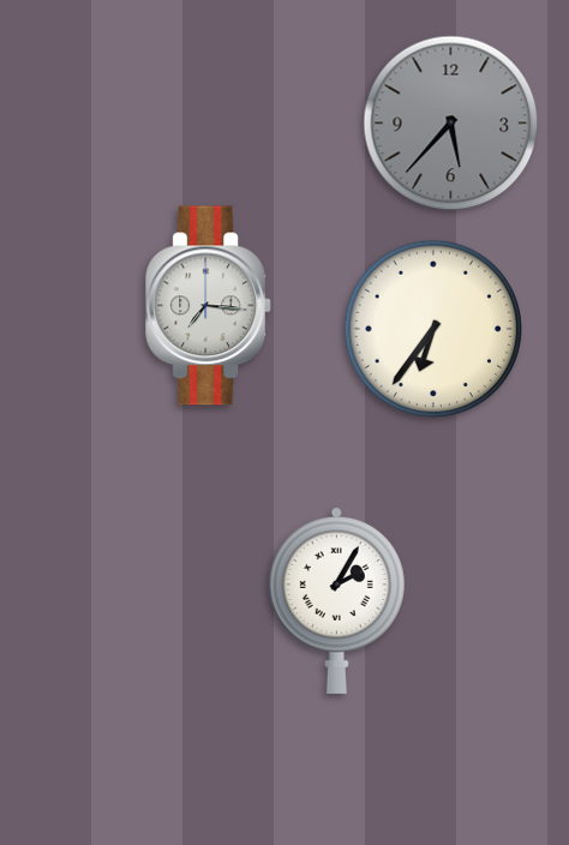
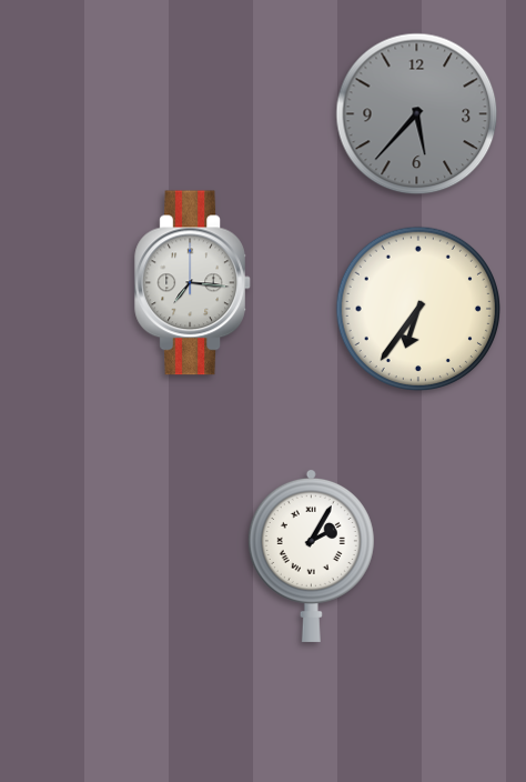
clock at (432, 328) position: (432, 328) -> (417, 308)
